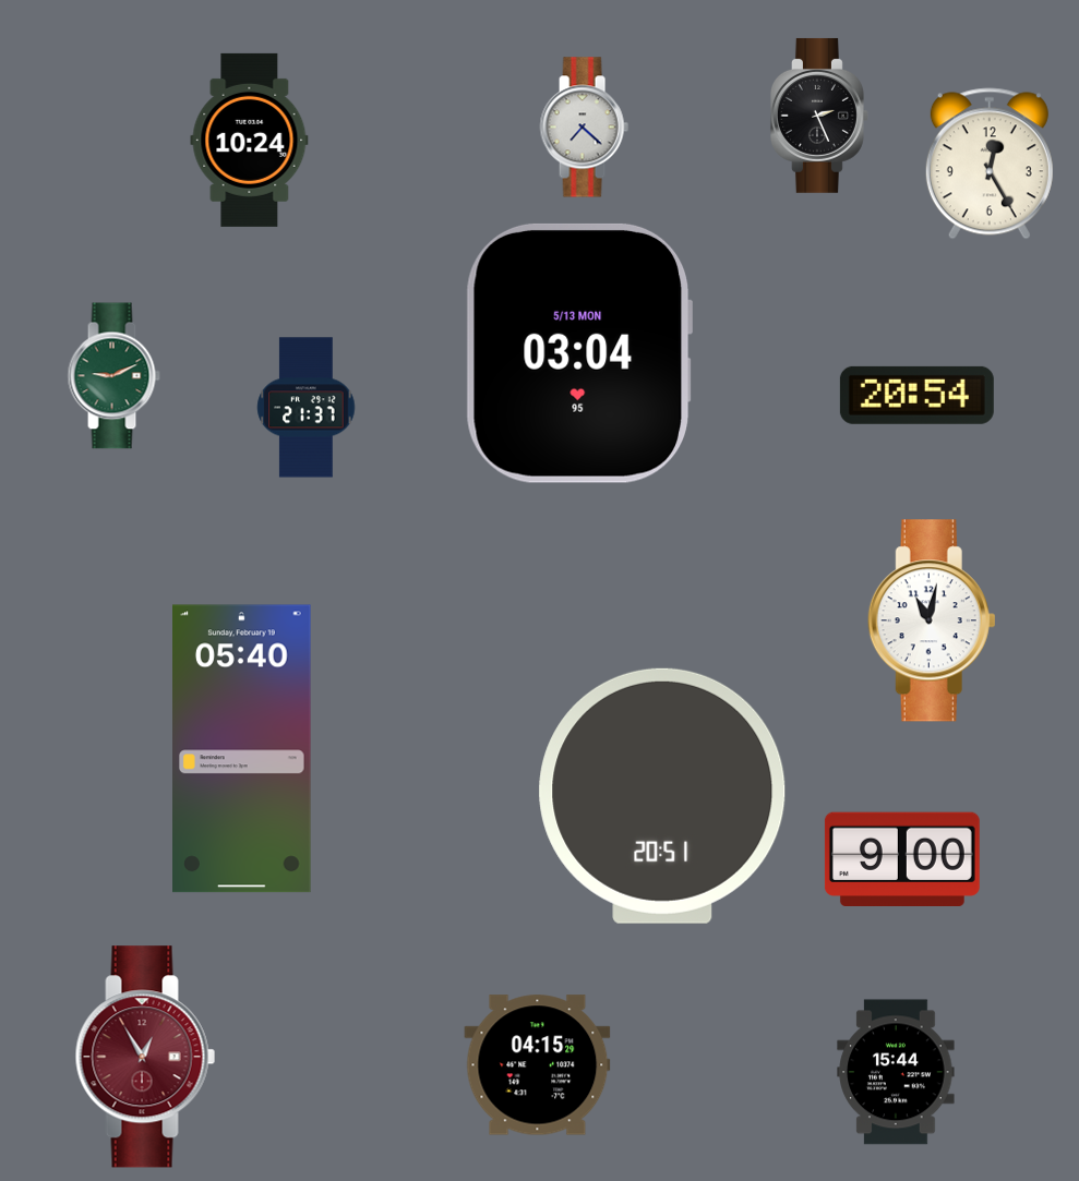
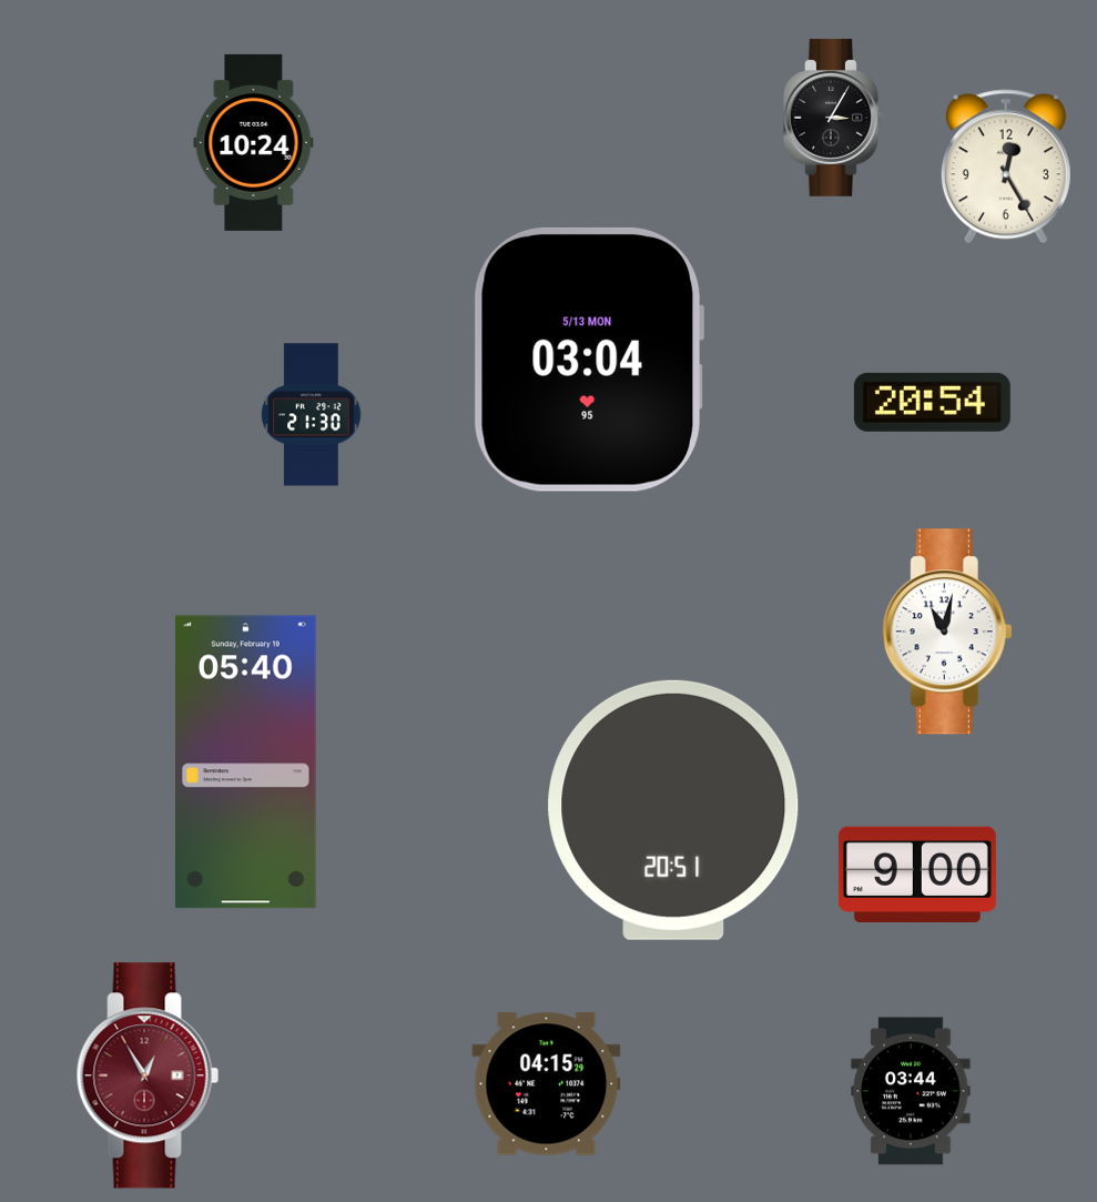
clock at (819, 116): 2:26 -> 3:05
clock at (584, 128): 7:22 -> none
clock at (113, 376): 9:11 -> none
clock at (307, 408): 21:37 -> 21:30
clock at (896, 1072): 15:44 -> 03:44
